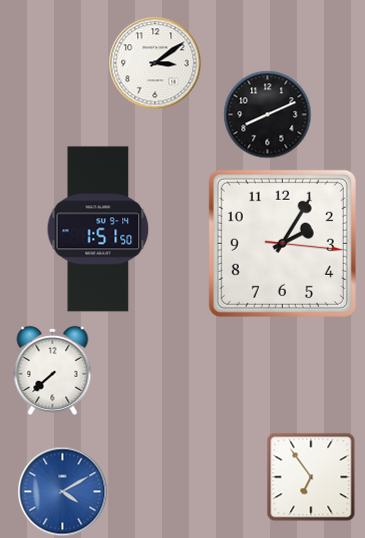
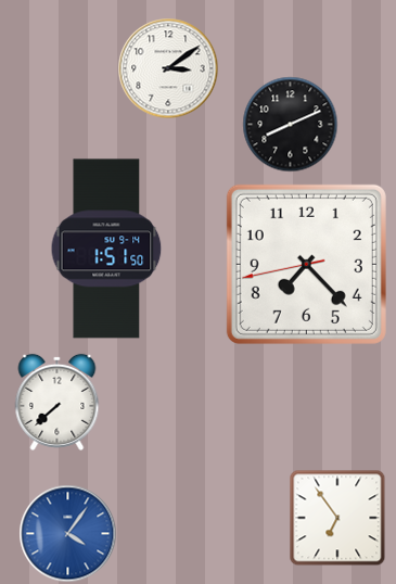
clock at (282, 243): 2:05 -> 7:22
clock at (63, 492): 4:10 -> 4:06
